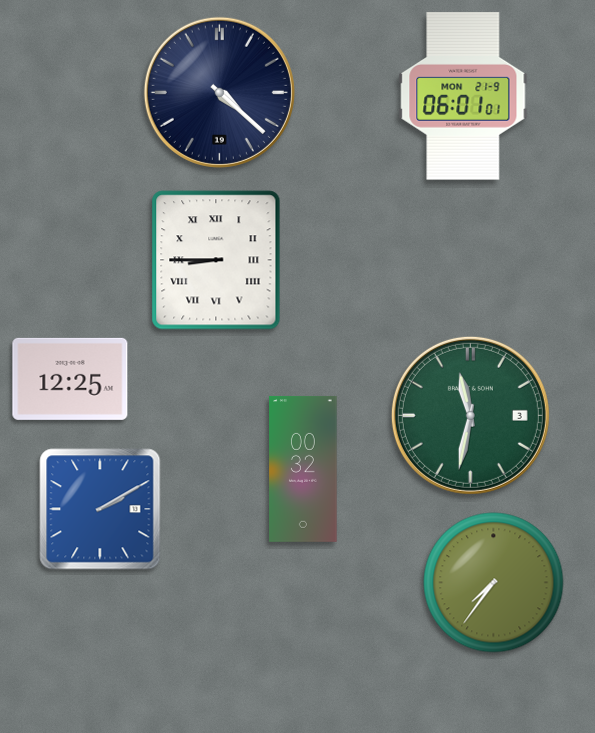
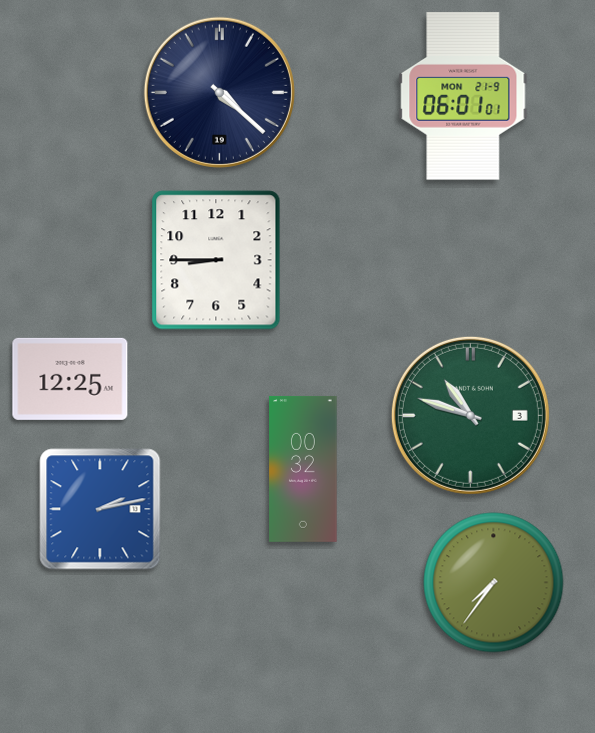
clock at (216, 260) numerals: Roman -> Arabic
clock at (470, 415): 11:32 -> 10:48
clock at (100, 509): 2:10 -> 2:13
